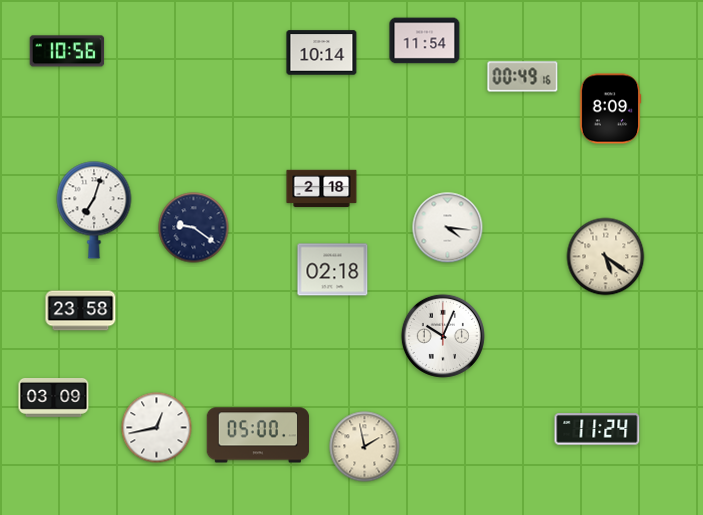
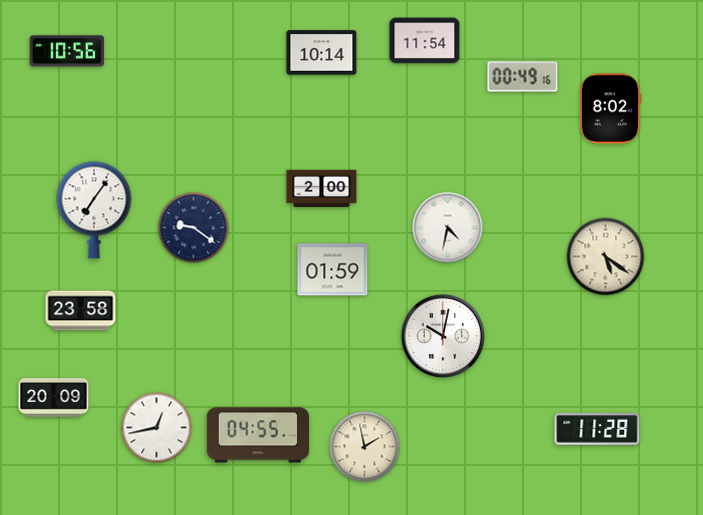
clock at (610, 109): 8:09 -> 8:02
clock at (322, 189): 2:18 -> 2:00
clock at (94, 210): 7:03 -> 7:06
clock at (448, 228): 4:16 -> 4:32
clock at (333, 270): 02:18 -> 01:59
clock at (443, 336): 10:04 -> 10:02
clock at (54, 398): 03:09 -> 20:09
clock at (597, 429): 11:24 -> 11:28
clock at (258, 435): 05:00 -> 04:55
